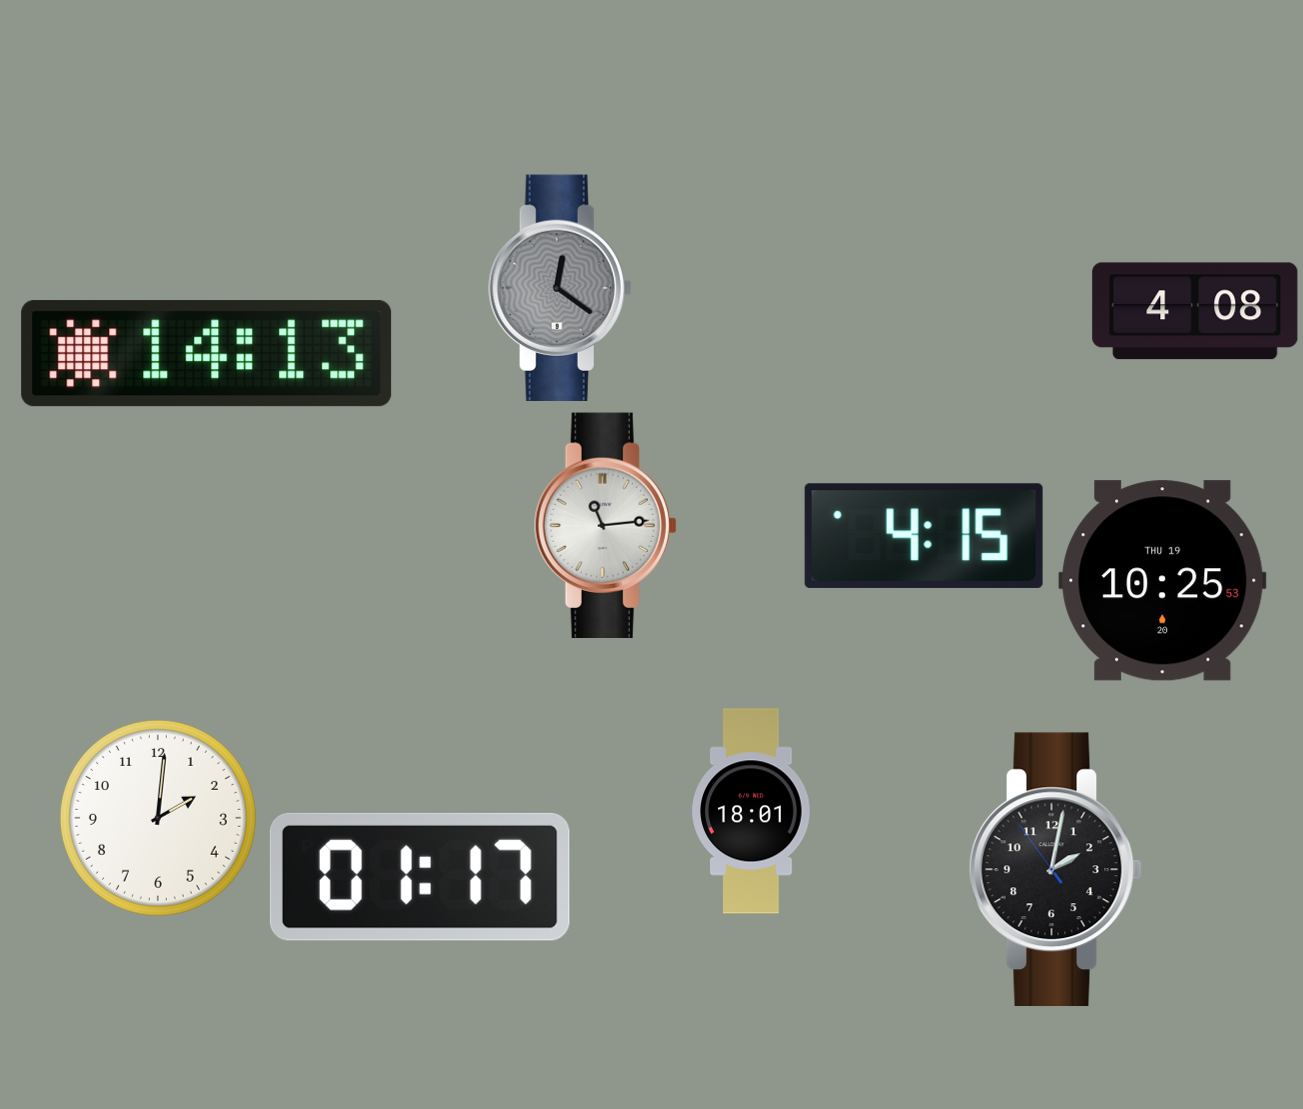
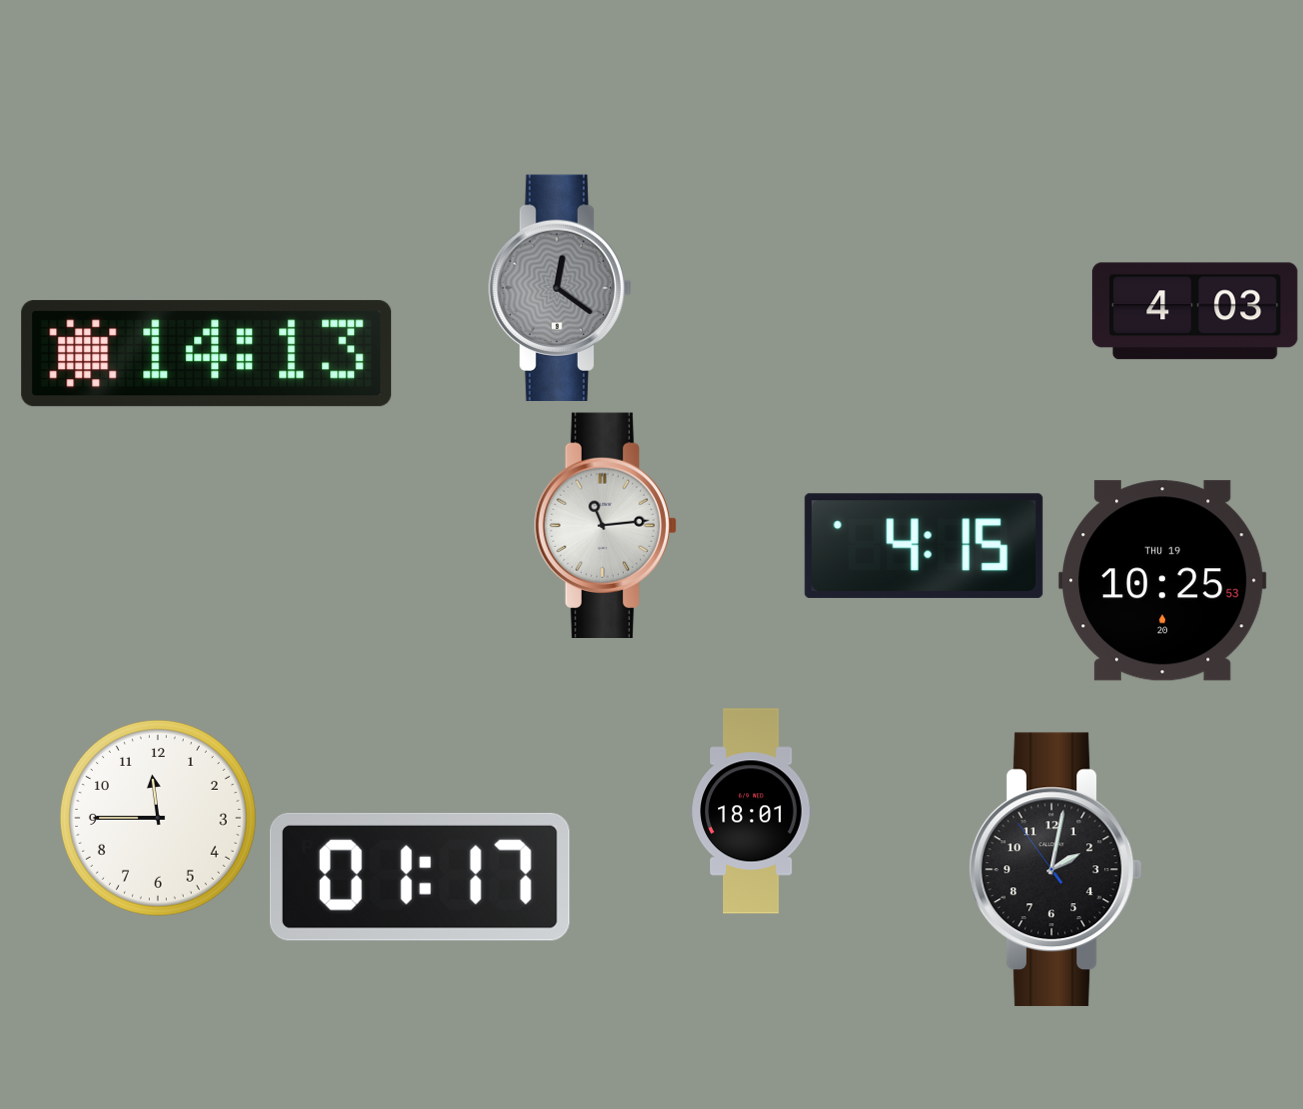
clock at (1195, 311): 4:08 -> 4:03
clock at (924, 536) position: (924, 536) -> (924, 546)
clock at (158, 818): 2:01 -> 11:45
